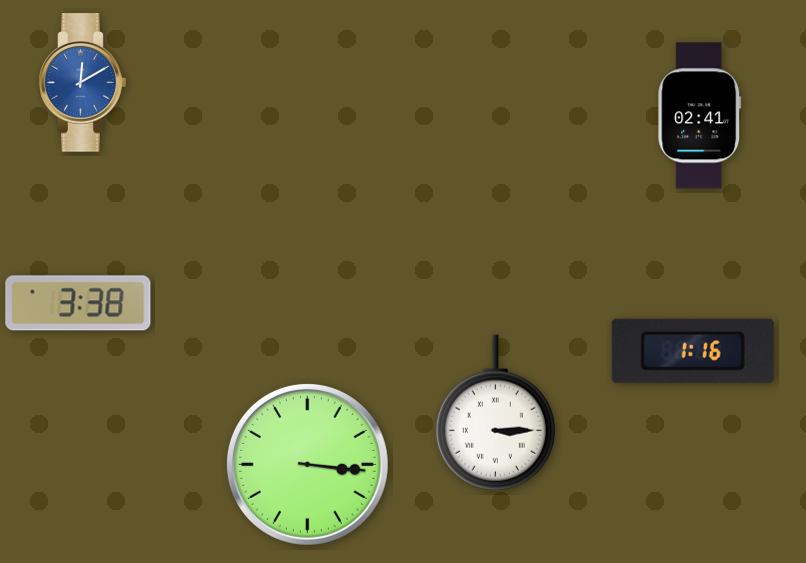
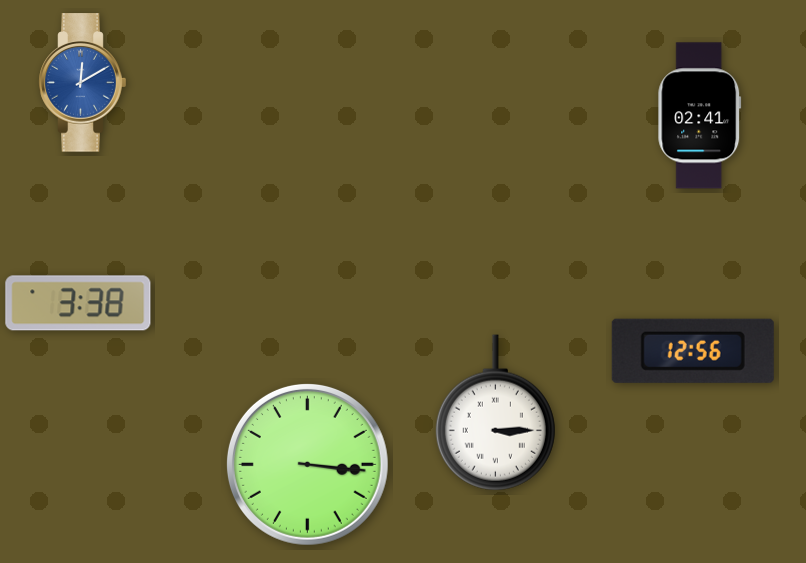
clock at (693, 351): 1:16 -> 12:56
